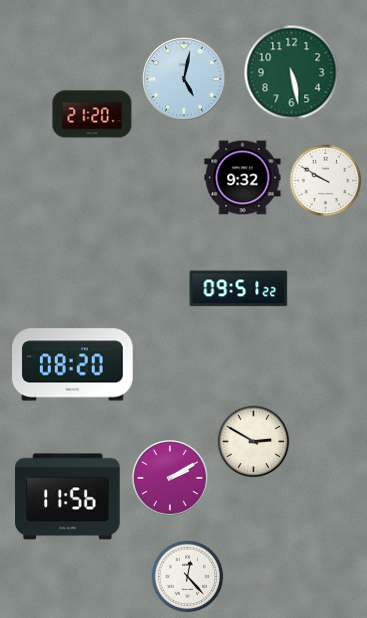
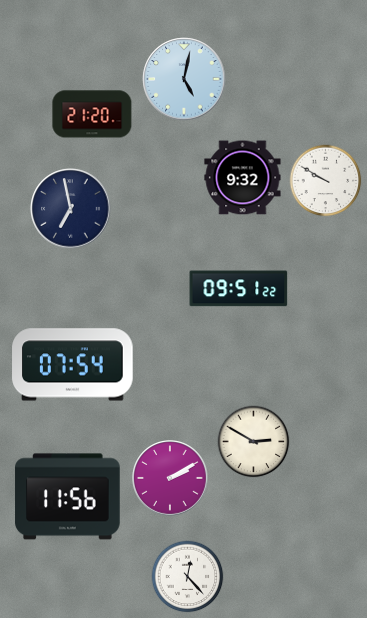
clock at (292, 73): 5:28 -> none
clock at (71, 209): none -> 6:58
clock at (73, 365): 08:20 -> 07:54
